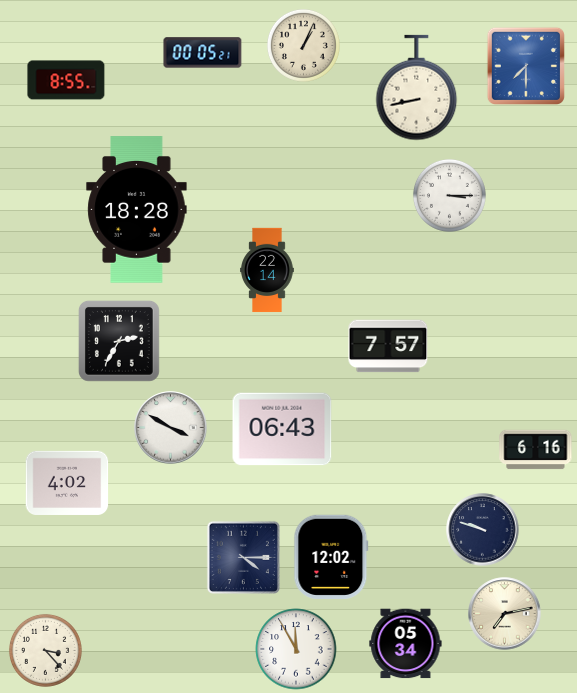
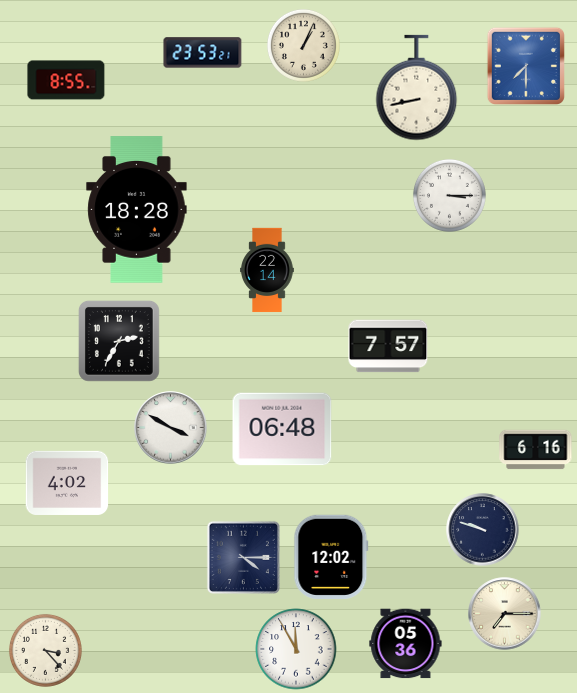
clock at (203, 53): 00:05 -> 23:53
clock at (282, 429): 06:43 -> 06:48
clock at (505, 614): 7:13 -> 7:15
clock at (406, 644): 05:34 -> 05:36
